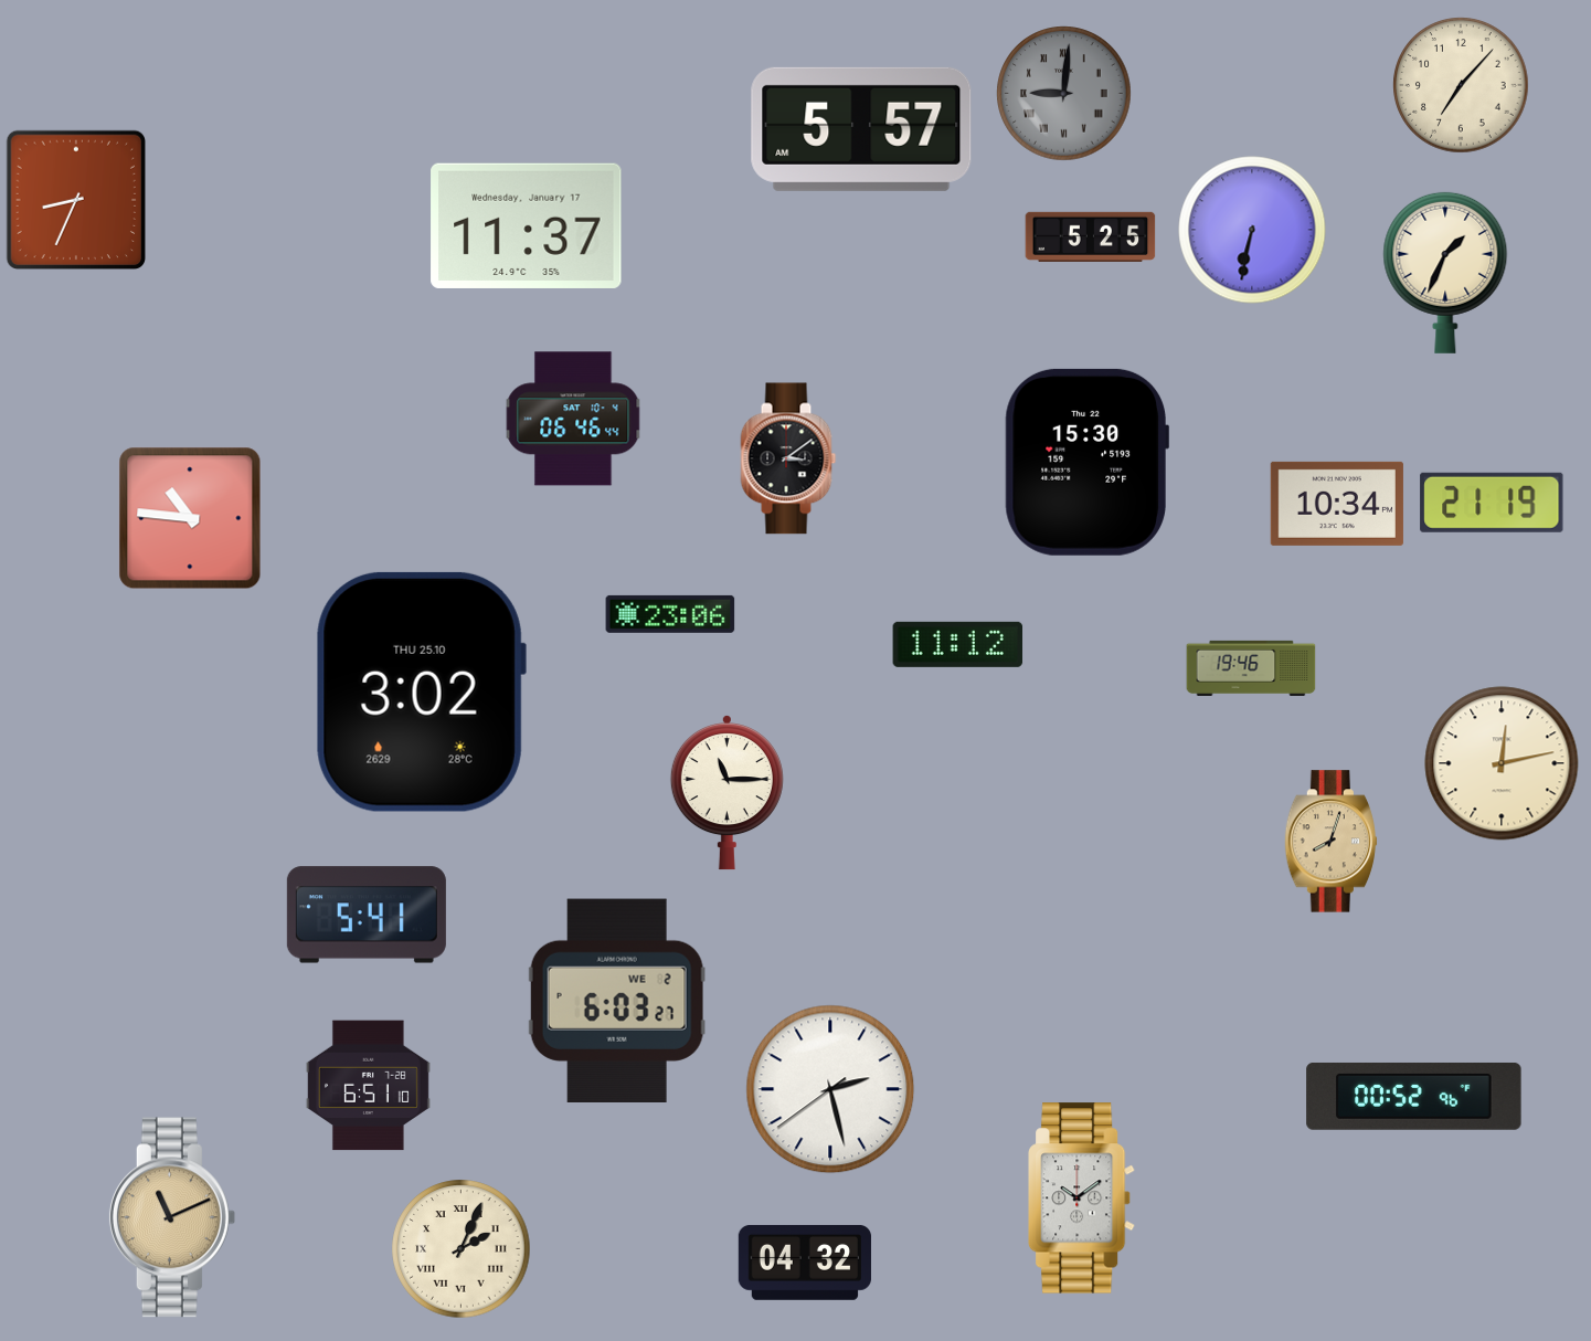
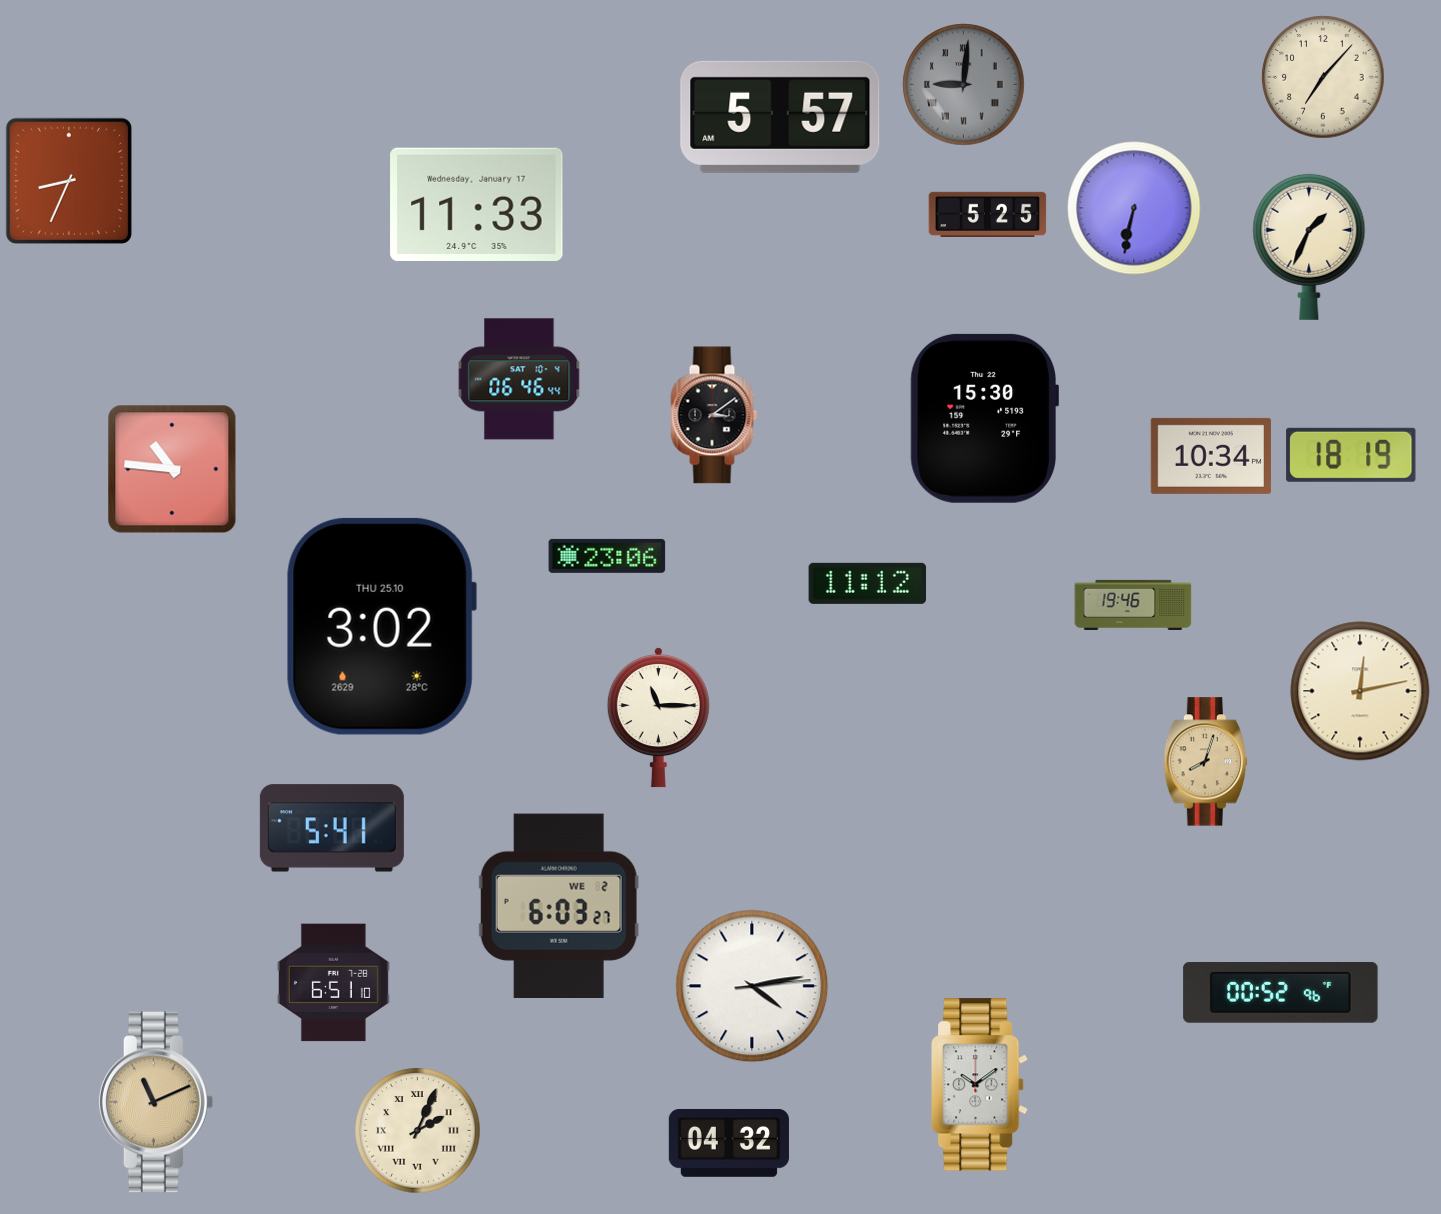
clock at (527, 225): 11:37 -> 11:33
clock at (1492, 503): 21:19 -> 18:19
clock at (830, 1089): 2:27 -> 4:13
